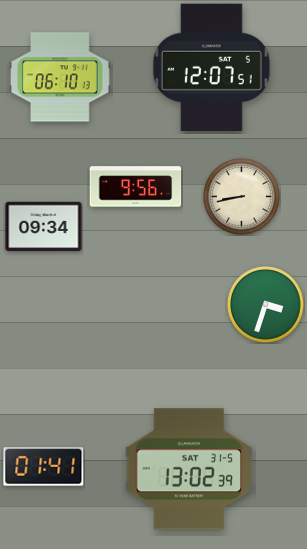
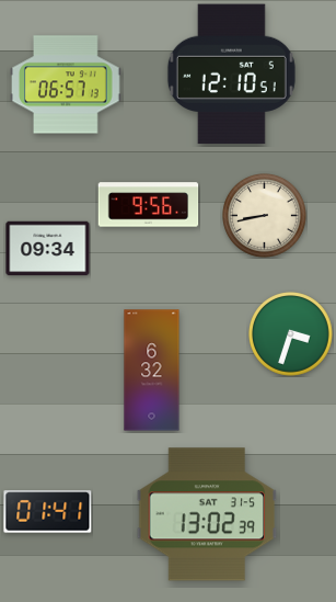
clock at (211, 68): 12:07 -> 12:10
clock at (60, 77): 06:10 -> 06:57
clock at (152, 371): none -> 6:32
